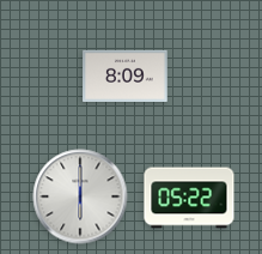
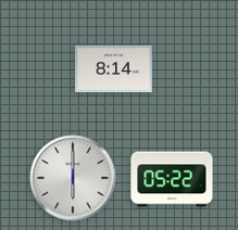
clock at (126, 75): 8:09 -> 8:14
